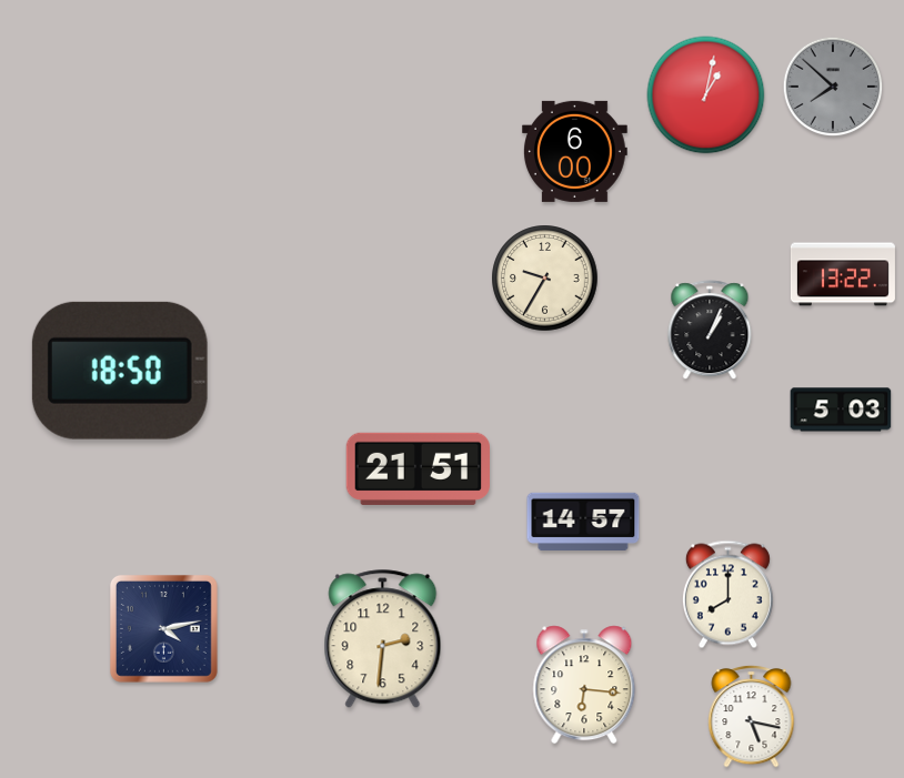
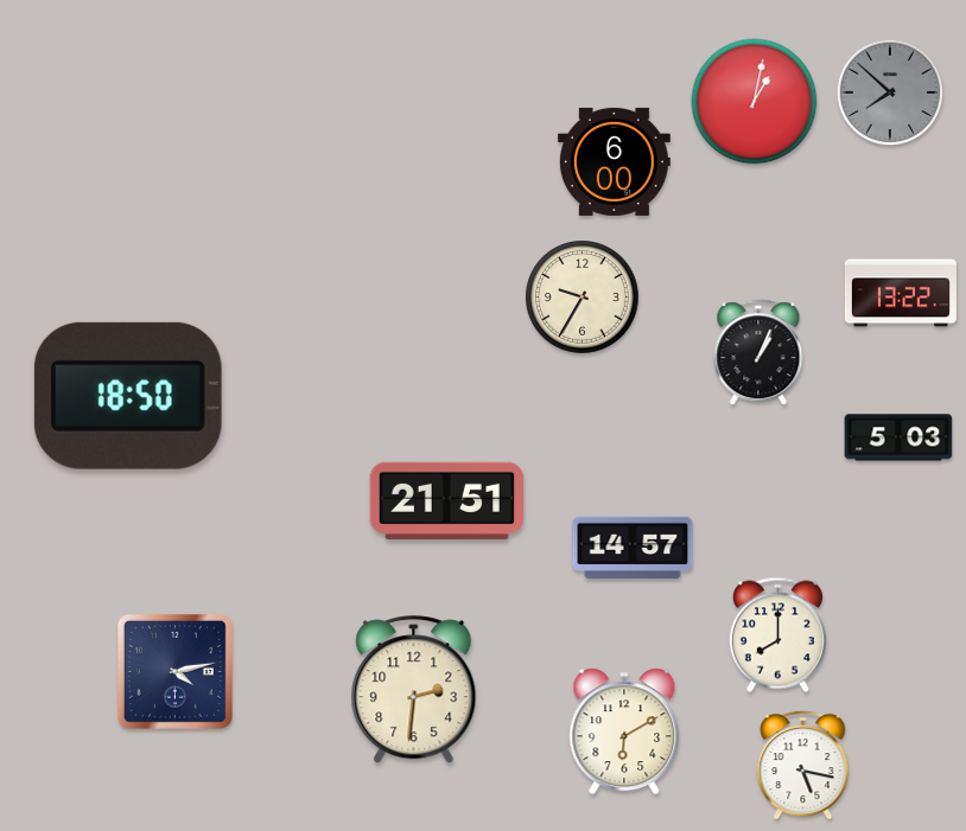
clock at (583, 521) position: (583, 521) -> (633, 546)
clock at (383, 639) position: (383, 639) -> (414, 690)
clock at (584, 685): 6:16 -> 6:10
